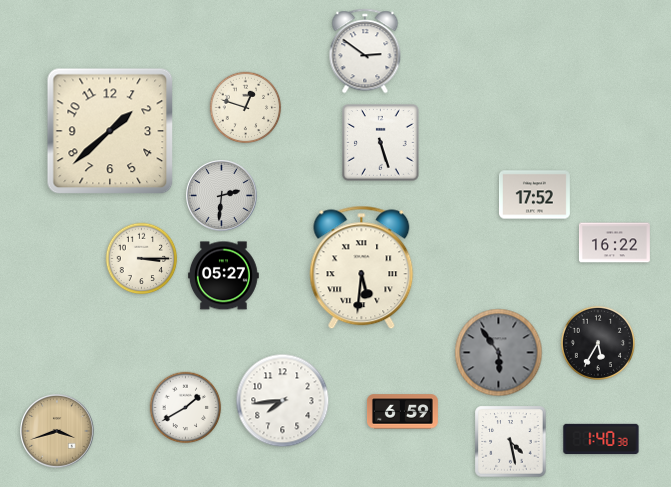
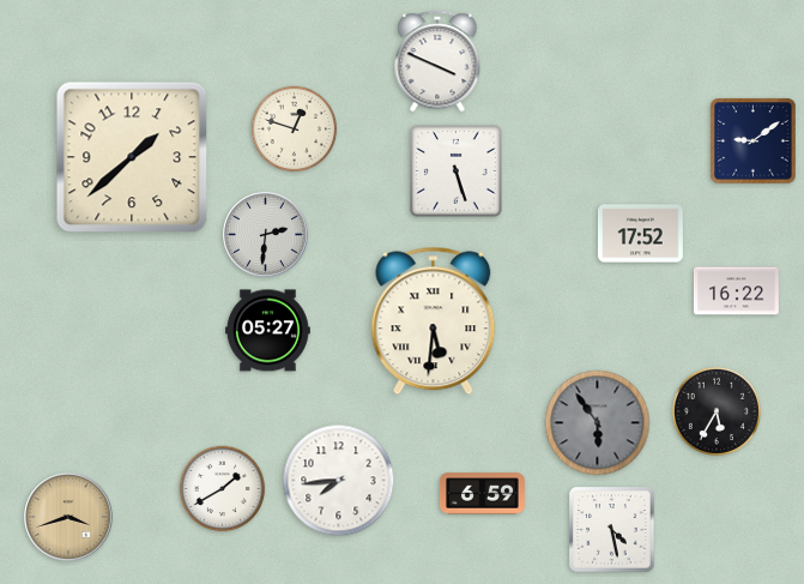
clock at (365, 51): 2:51 -> 3:49
clock at (754, 142): none -> 9:09
clock at (142, 259): 3:15 -> none
clock at (601, 439): 1:40 -> none
